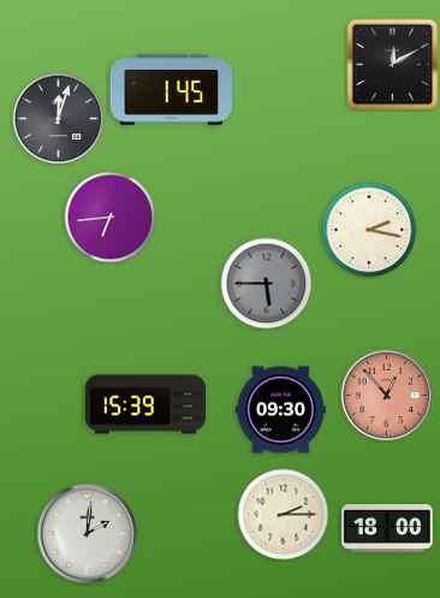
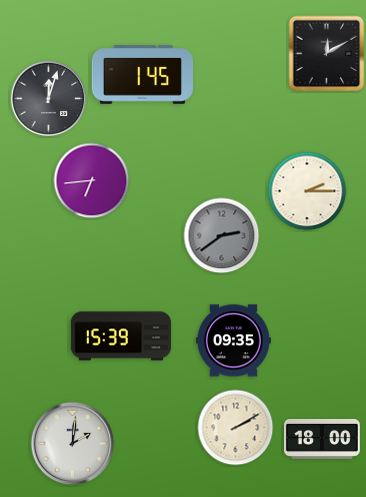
clock at (369, 230): 2:17 -> 2:15
clock at (267, 284): 5:45 -> 2:39
clock at (387, 396): 12:53 -> none
clock at (280, 410): 09:30 -> 09:35
clock at (284, 515): 2:15 -> 2:10
